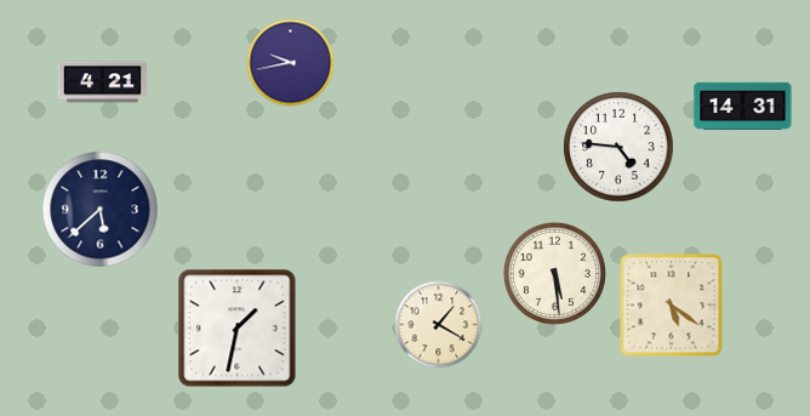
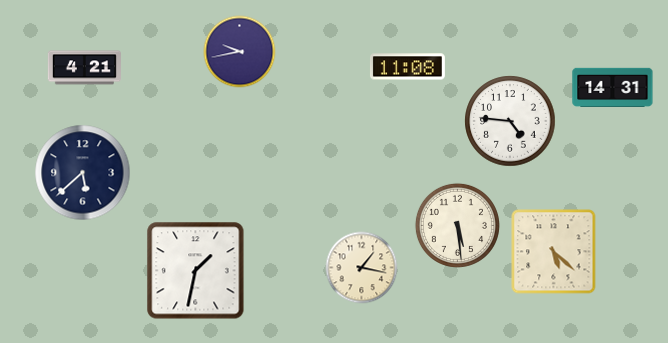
clock at (407, 67): none -> 11:08
clock at (672, 306): 5:21 -> 5:22
clock at (439, 325): 1:20 -> 1:17
